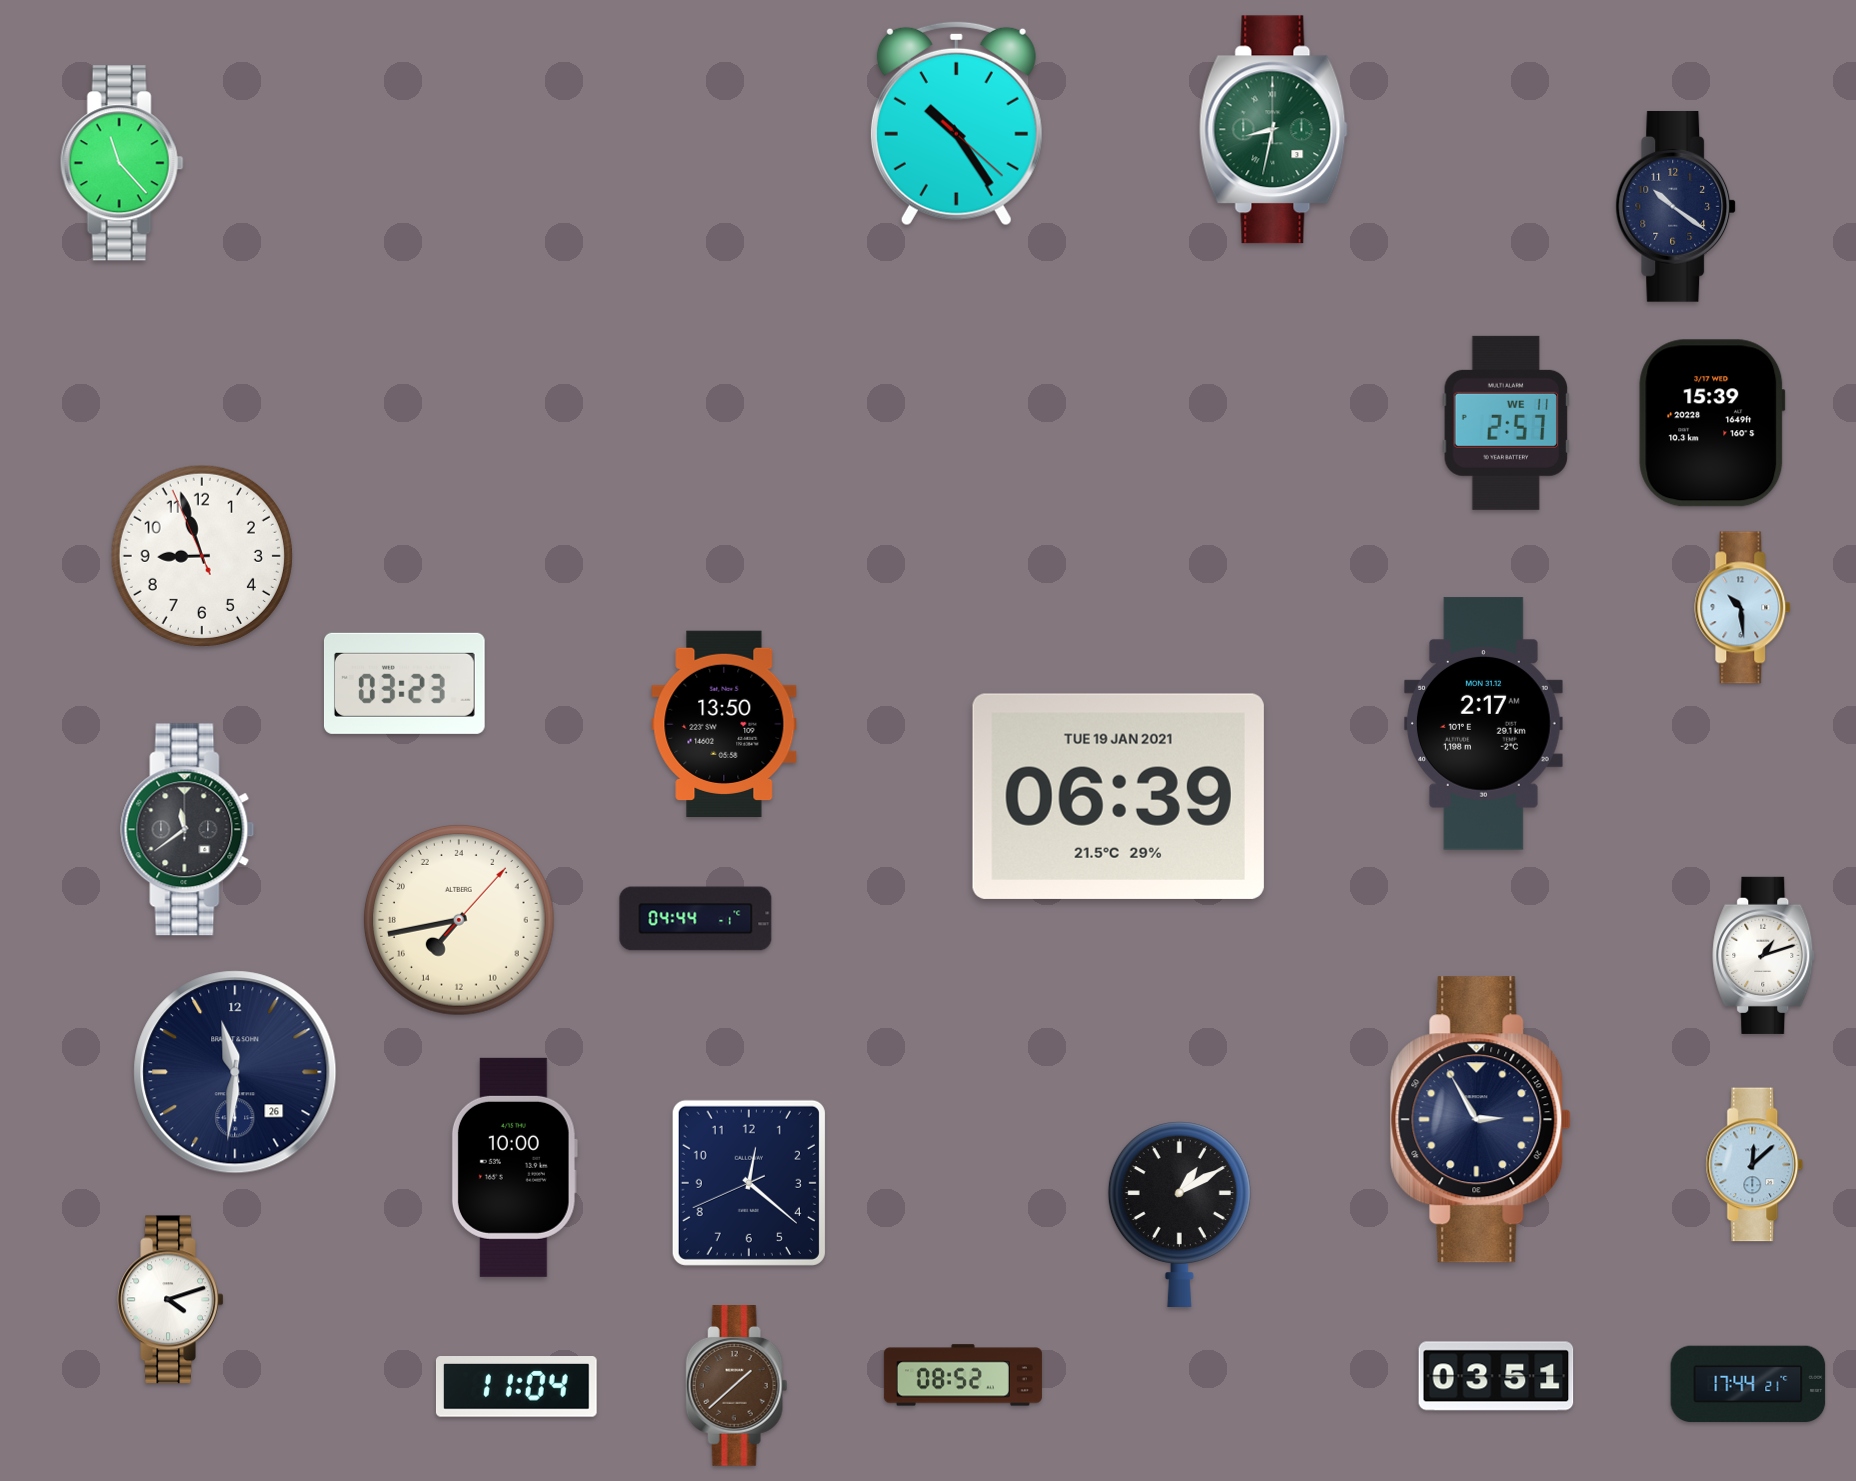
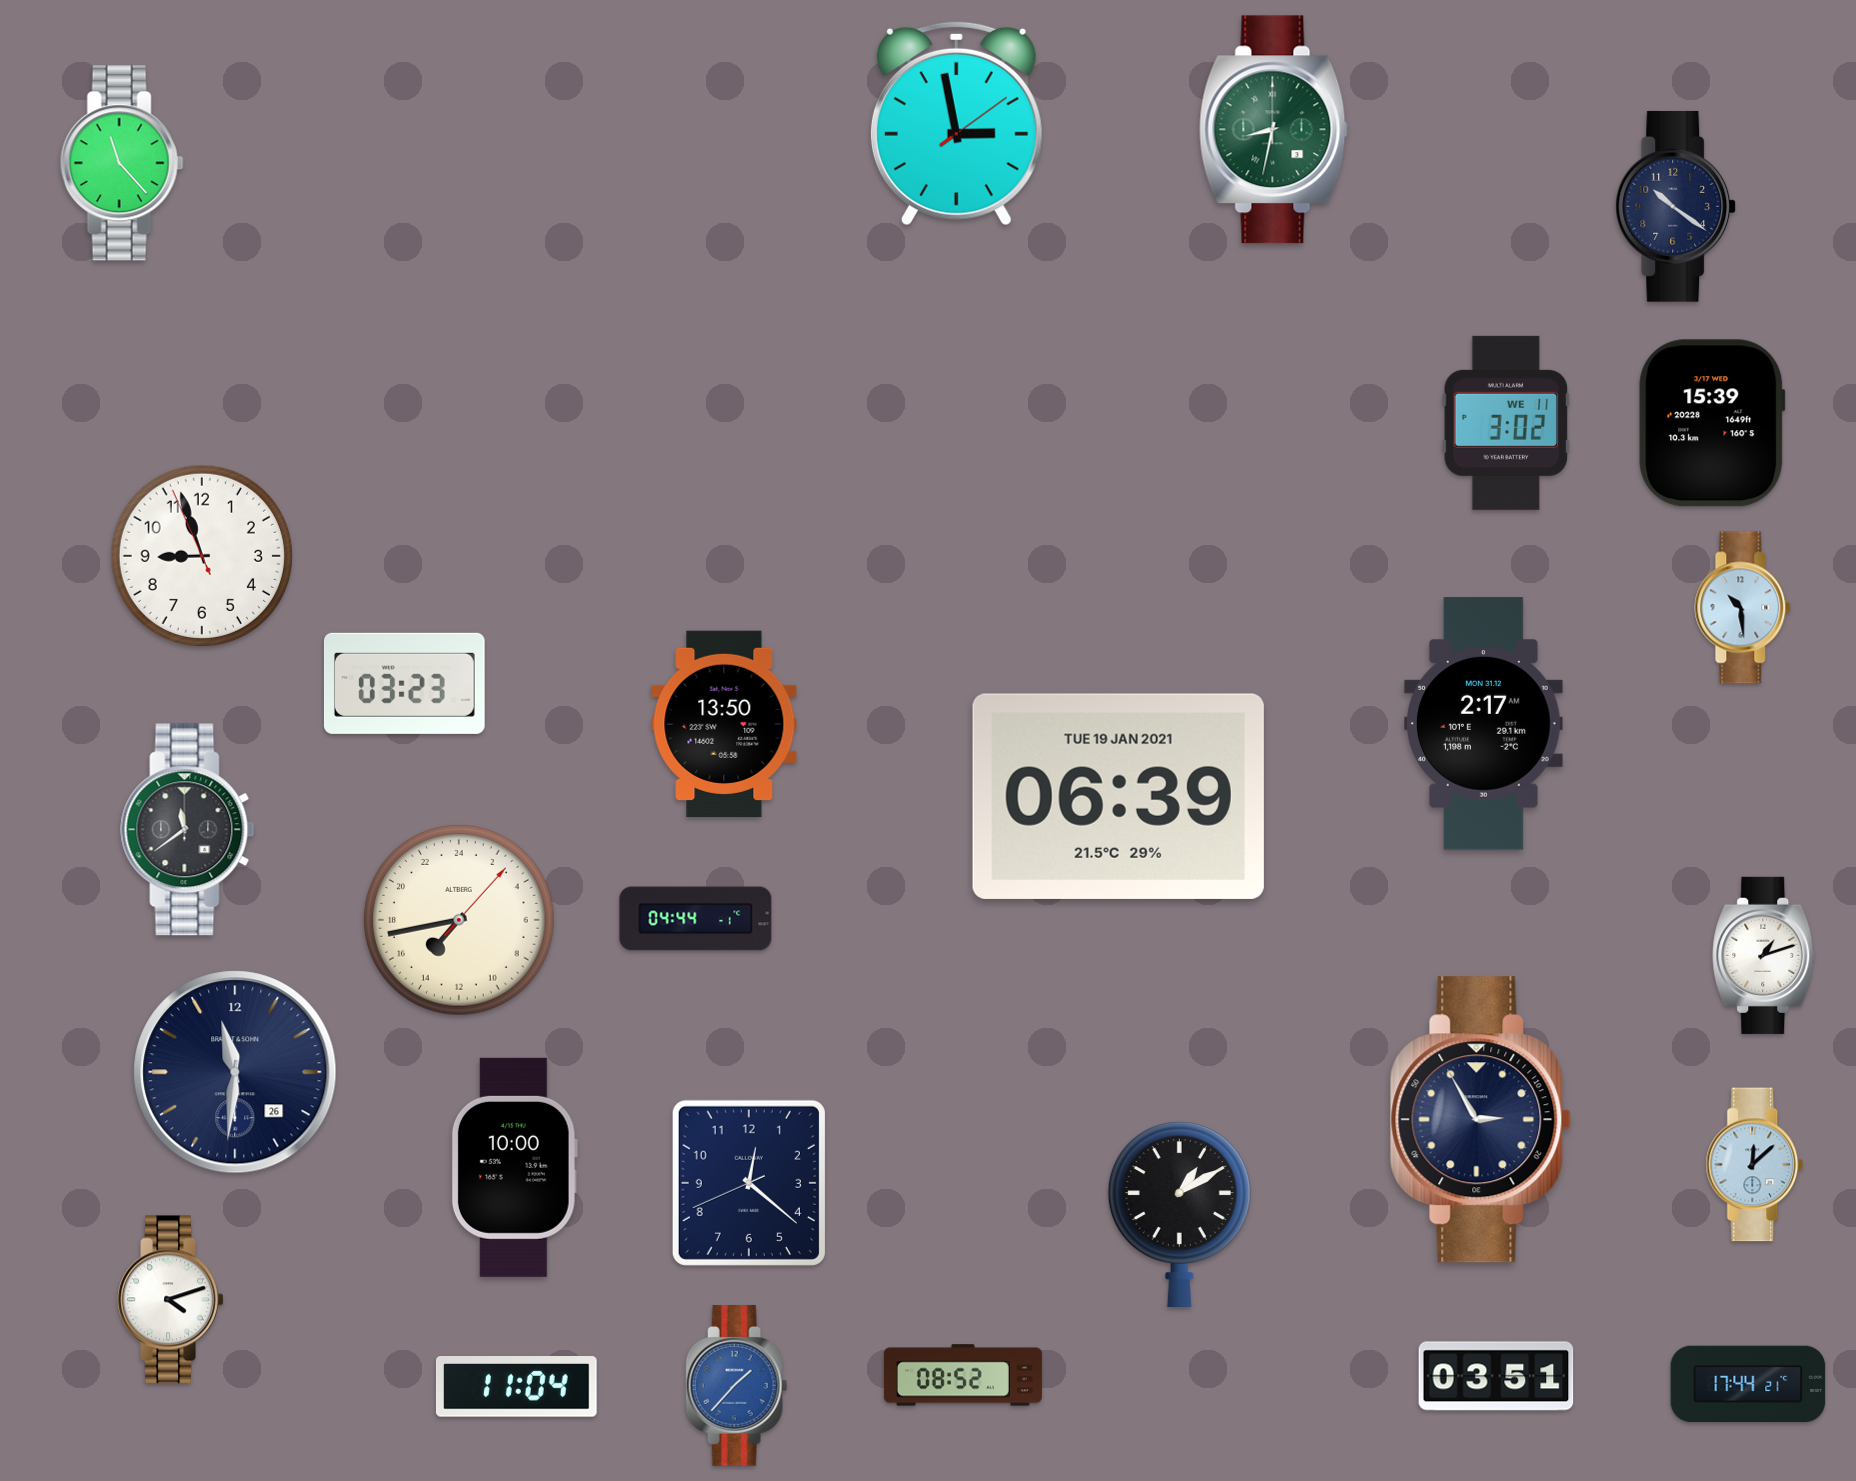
clock at (956, 123): 10:24 -> 2:58
clock at (1506, 423): 2:57 -> 3:02
clock at (737, 1386): 1:38 -> 1:37
clock at (737, 1386) dial: brown -> blue
